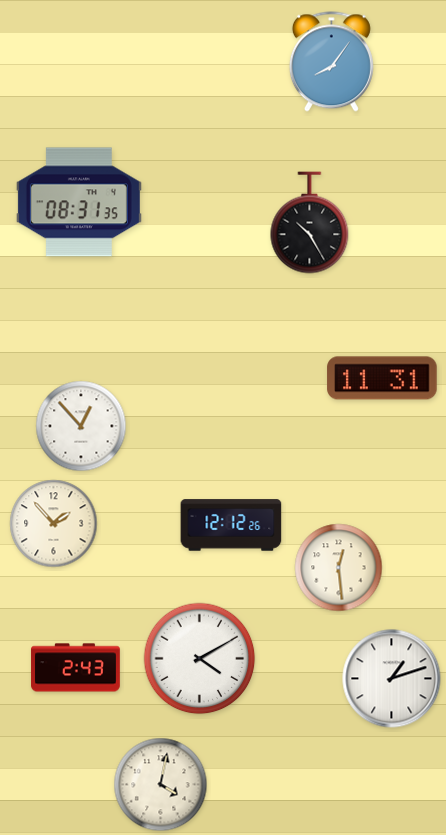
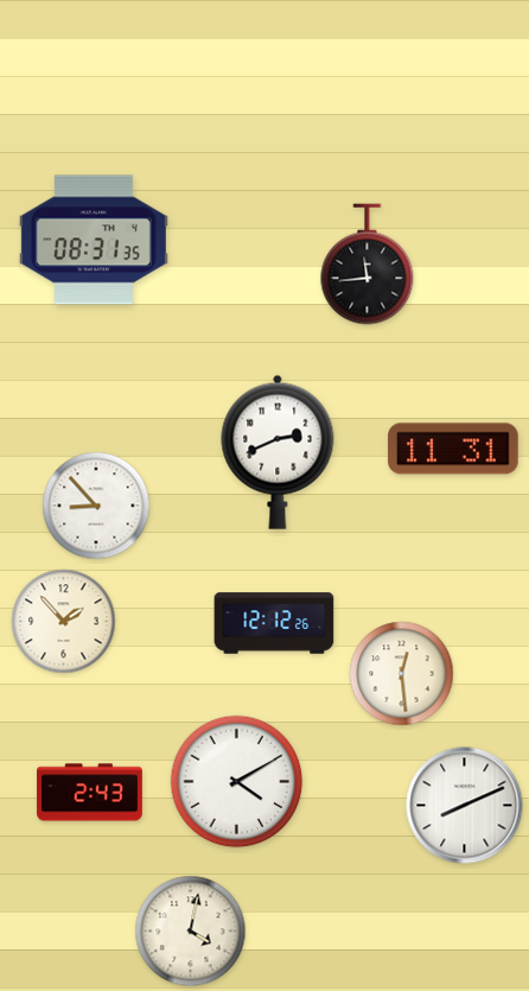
clock at (331, 62): 8:06 -> none
clock at (310, 223): 10:25 -> 11:44
clock at (278, 452): none -> 2:41
clock at (81, 426): 12:53 -> 8:53
clock at (392, 679): 1:12 -> 8:11
